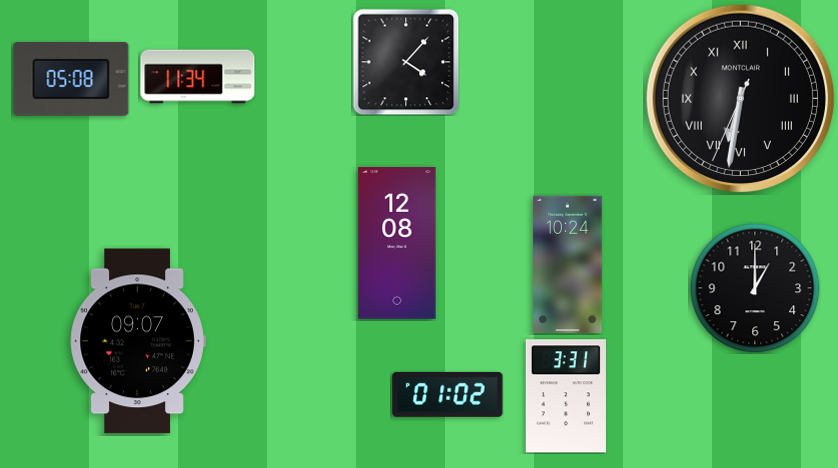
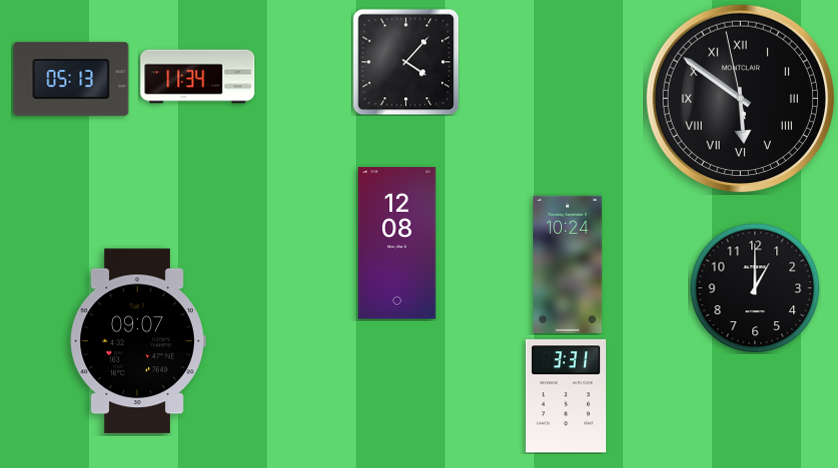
clock at (71, 79): 05:08 -> 05:13
clock at (741, 99): 6:31 -> 5:50
clock at (448, 394): 01:02 -> none
